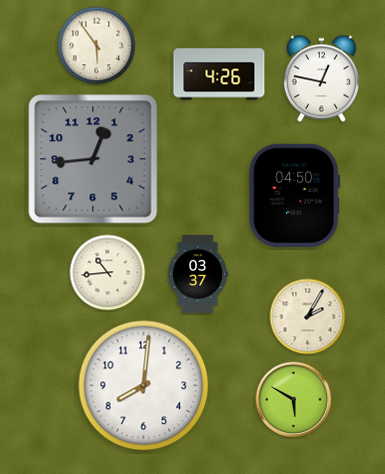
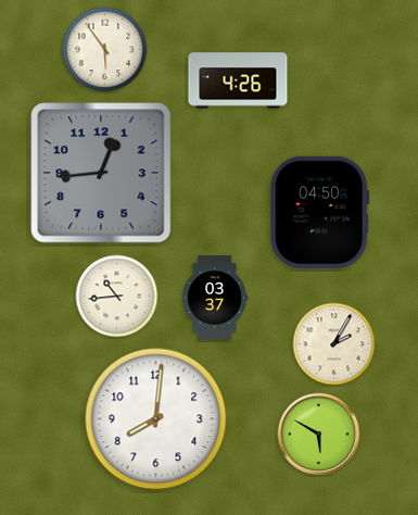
clock at (321, 79): 12:47 -> none
